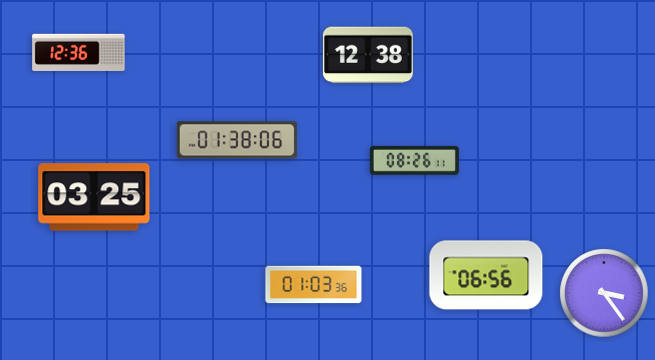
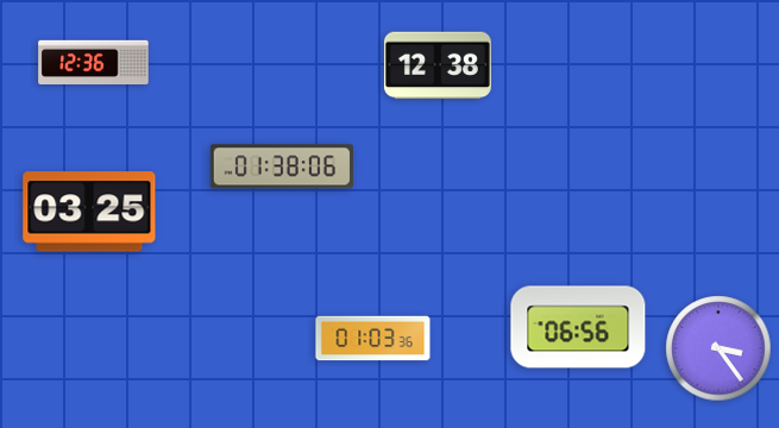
clock at (414, 160): 08:26 -> none
clock at (94, 197) position: (94, 197) -> (89, 212)
